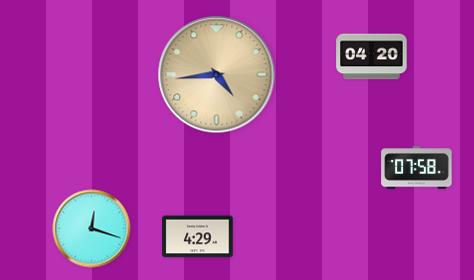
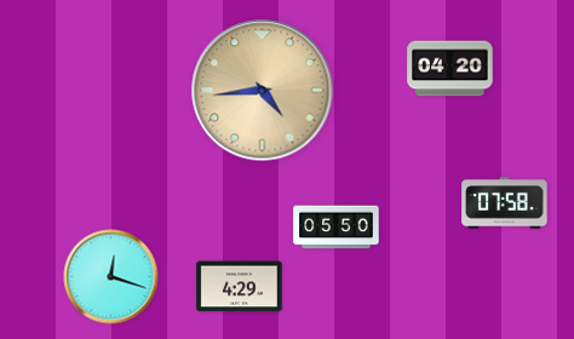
clock at (337, 228): none -> 05:50
